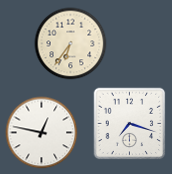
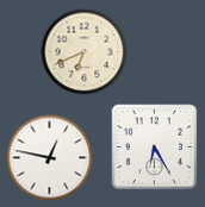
clock at (71, 44): 6:36 -> 6:41
clock at (130, 124): 7:18 -> 6:25
